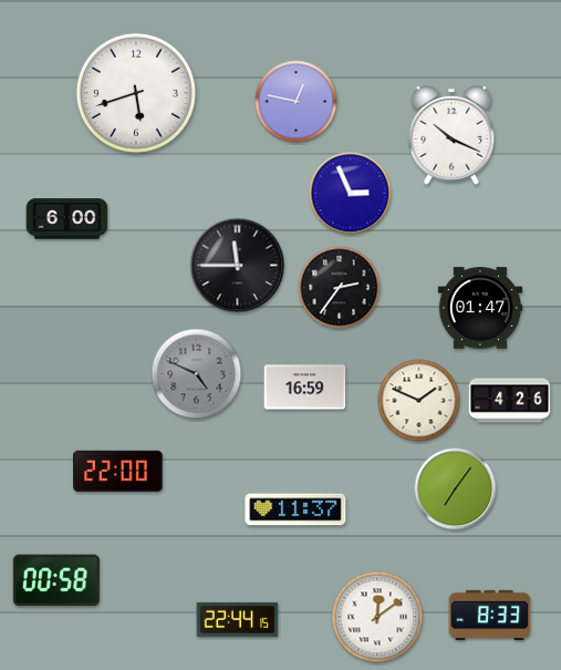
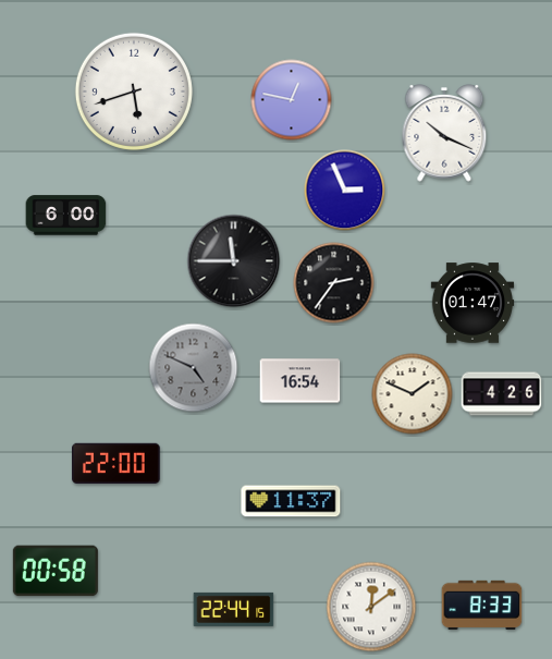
clock at (305, 388): 16:59 -> 16:54
clock at (456, 489): 7:06 -> none
